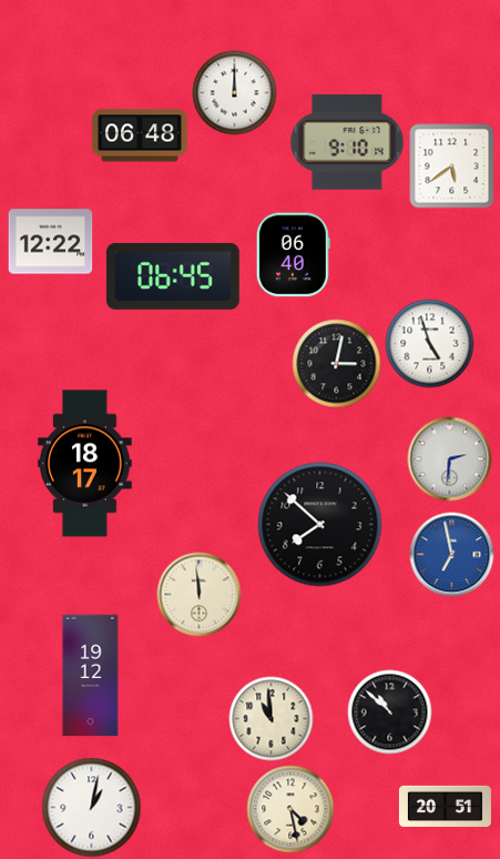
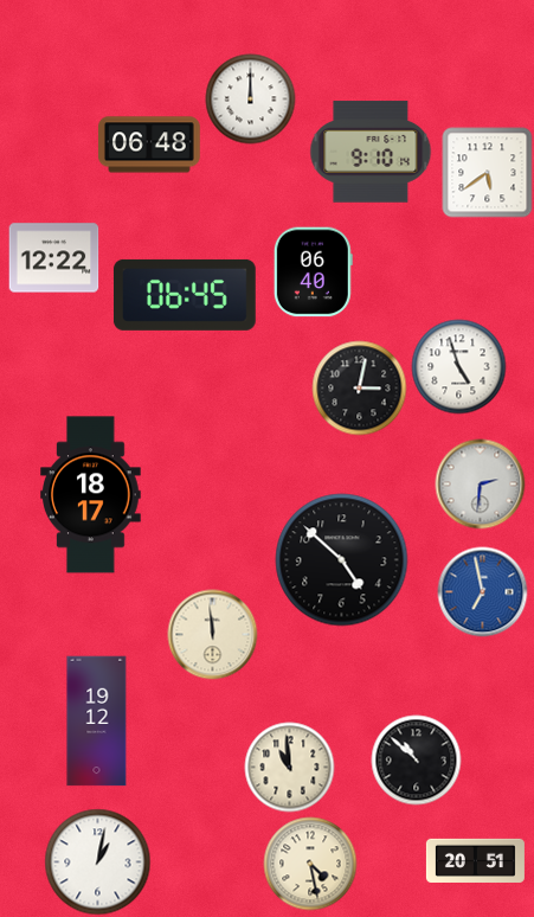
clock at (452, 166) position: (452, 166) -> (488, 173)
clock at (450, 459) position: (450, 459) -> (481, 485)
clock at (320, 525): 7:52 -> 4:52
